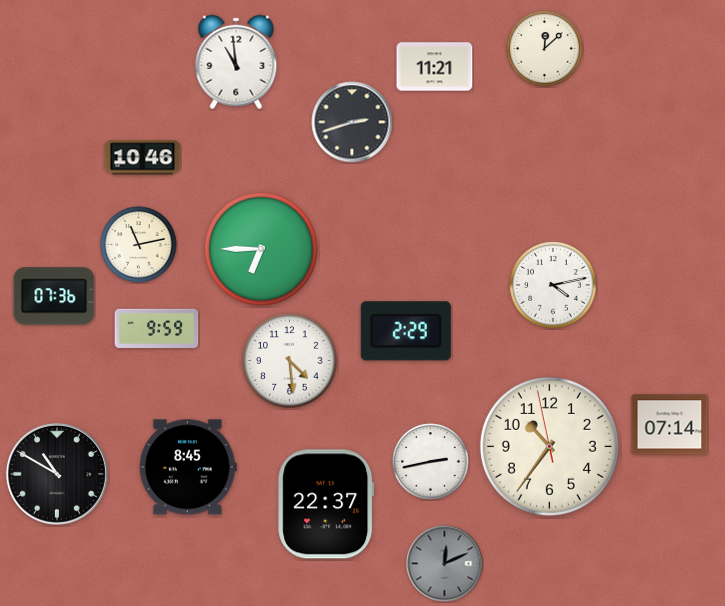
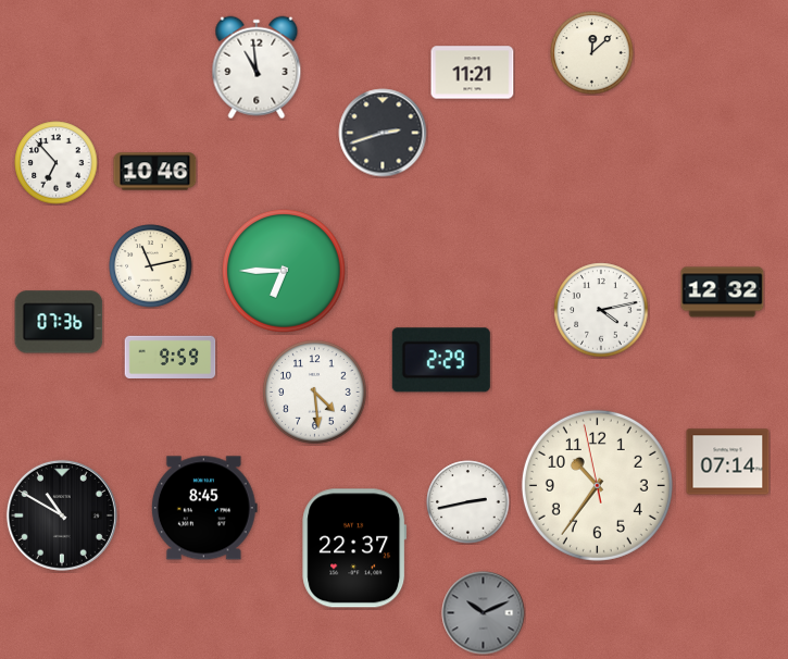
clock at (57, 163): none -> 6:53
clock at (723, 293): none -> 12:32
clock at (445, 564): 12:11 -> 10:11
